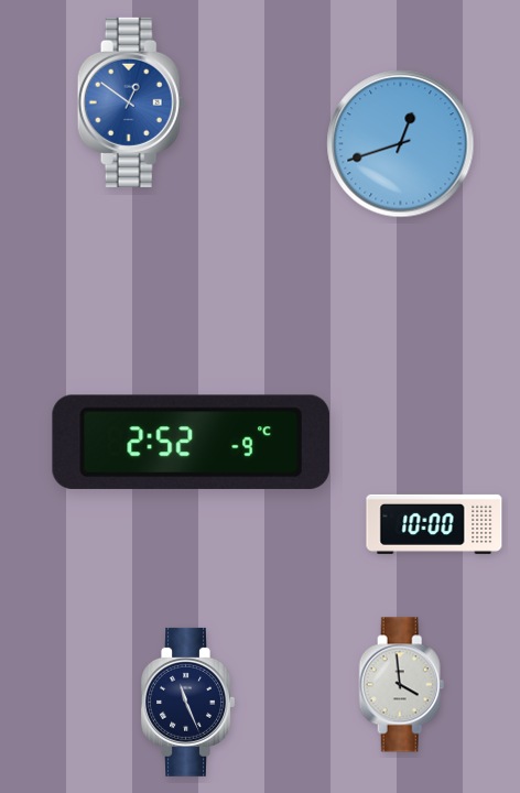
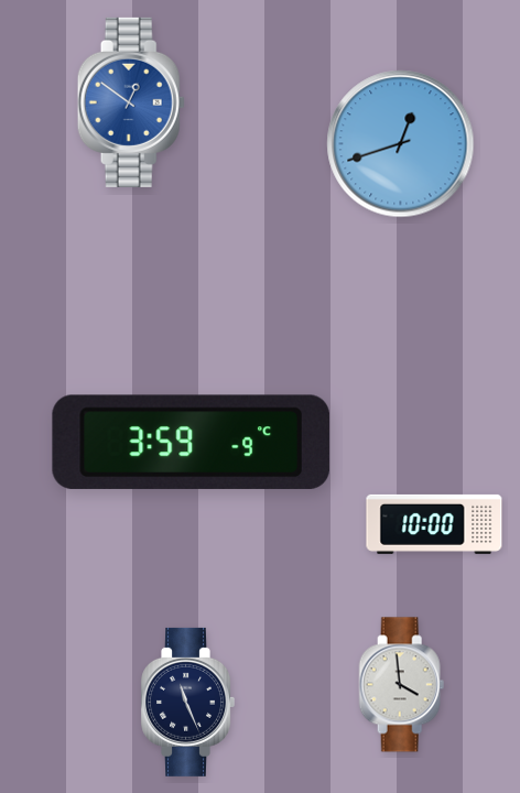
clock at (191, 442): 2:52 -> 3:59
